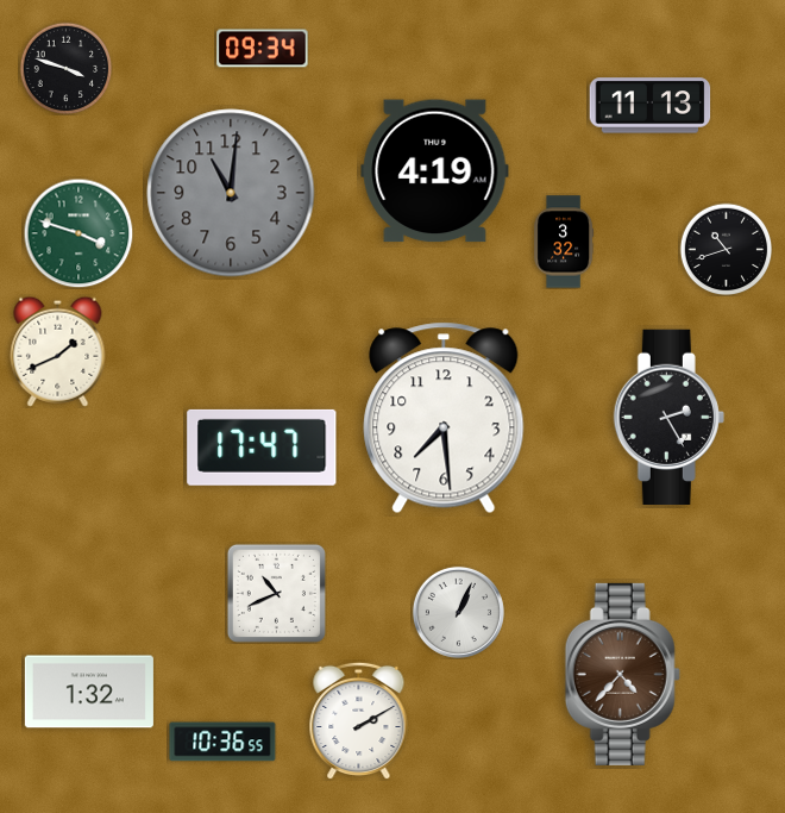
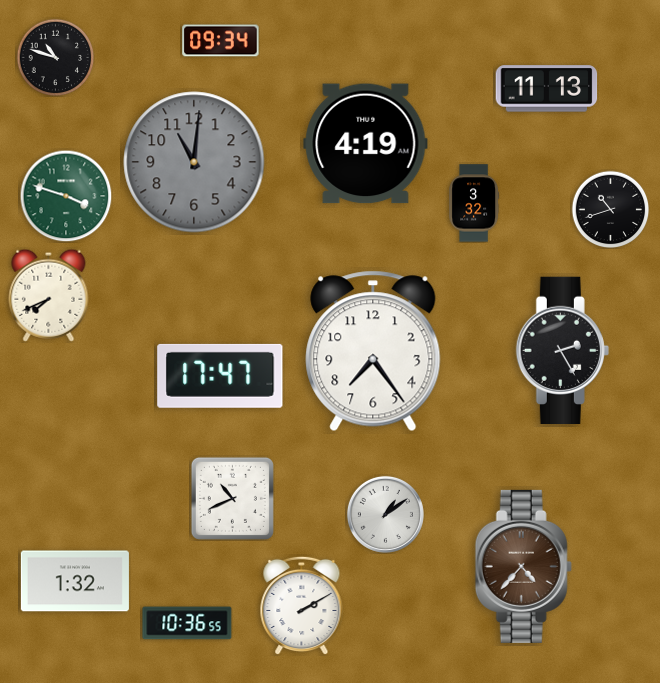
clock at (65, 68): 3:48 -> 10:48
clock at (58, 351): 1:41 -> 7:41
clock at (444, 418): 7:29 -> 7:24
clock at (458, 612): 1:04 -> 1:09
